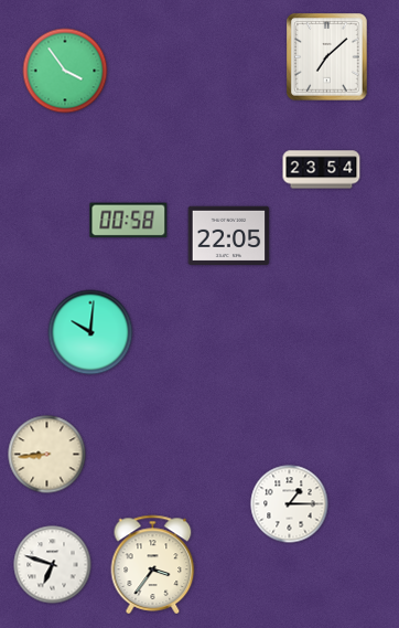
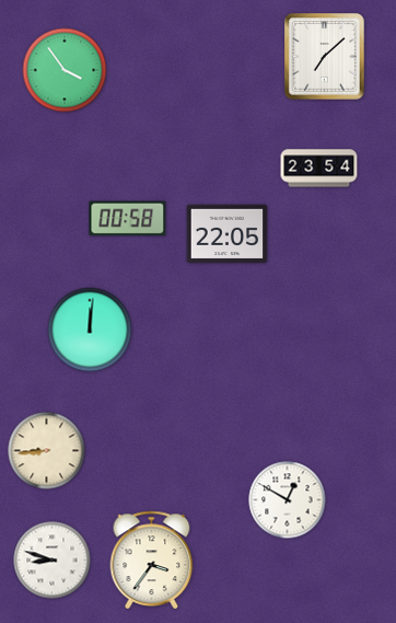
clock at (90, 332): 10:01 -> 12:01
clock at (290, 504): 1:15 -> 12:50
clock at (53, 565): 6:48 -> 8:48
